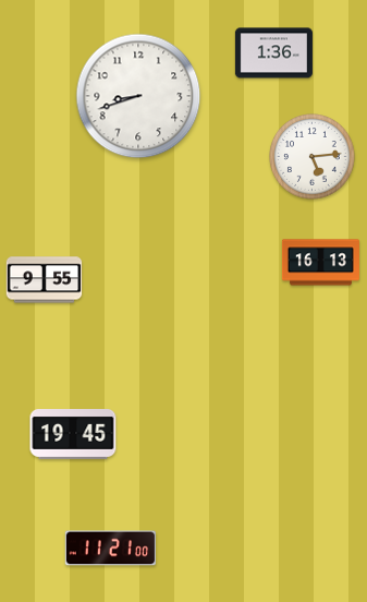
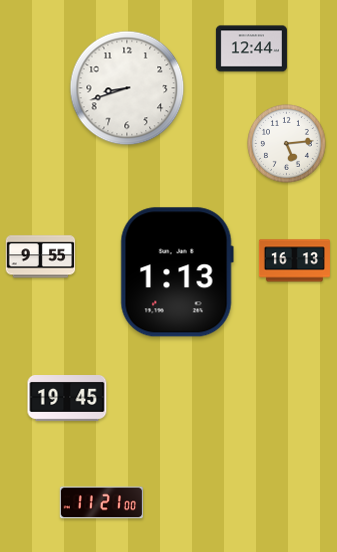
clock at (273, 53): 1:36 -> 12:44
clock at (320, 263) position: (320, 263) -> (294, 261)
clock at (177, 272): none -> 1:13
